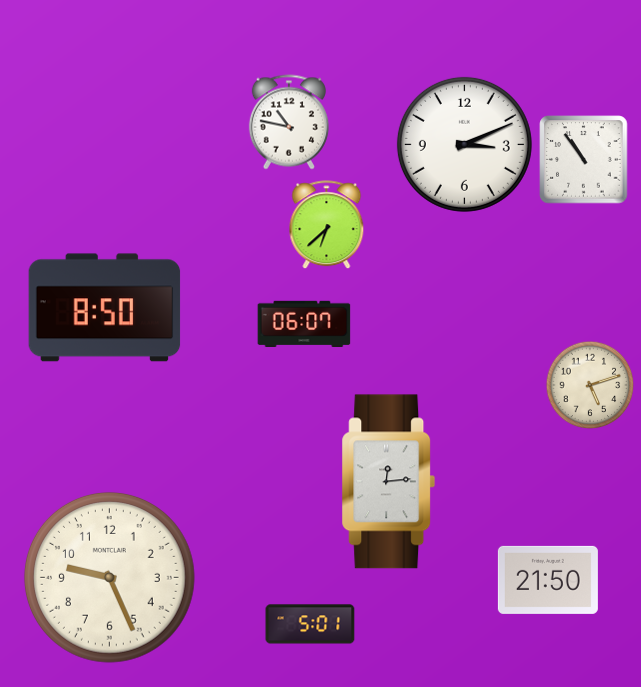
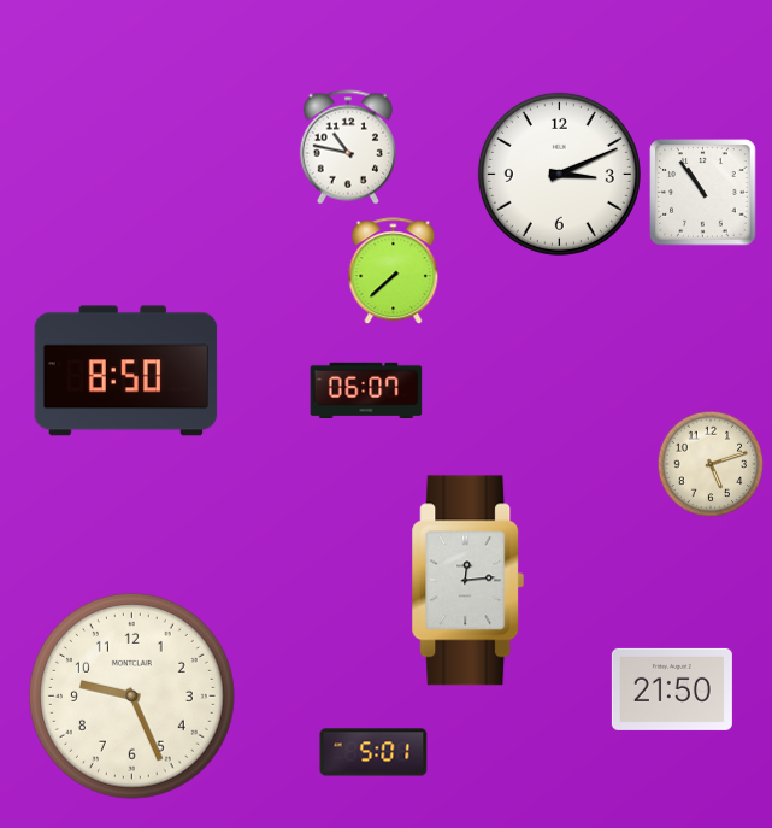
clock at (327, 225): 6:38 -> 7:38
clock at (548, 580) position: (548, 580) -> (672, 689)
